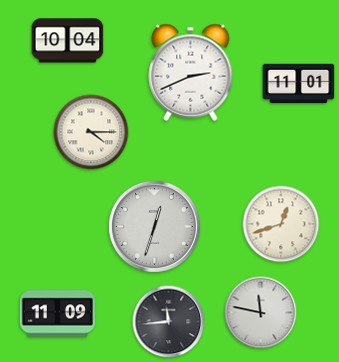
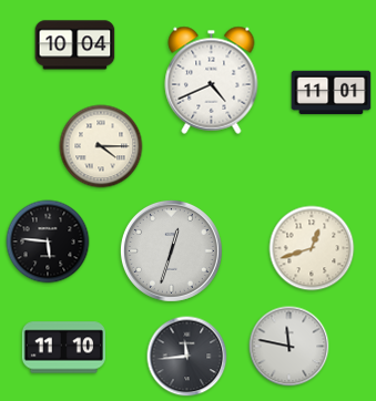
clock at (191, 72): 2:41 -> 4:41
clock at (48, 241): none -> 5:46
clock at (57, 314): 11:09 -> 11:10
